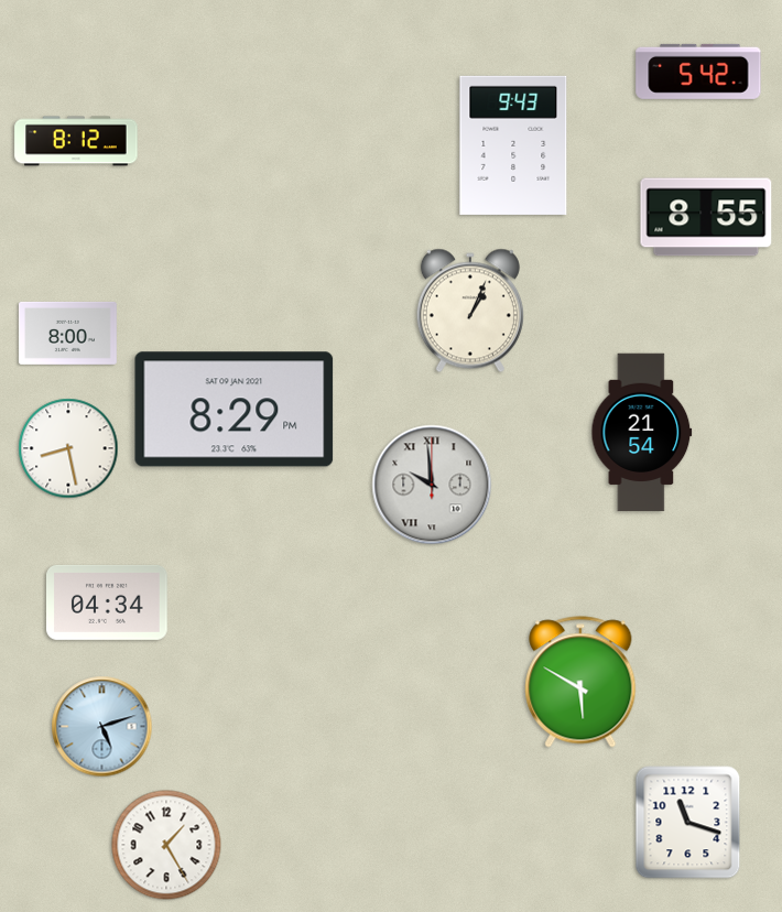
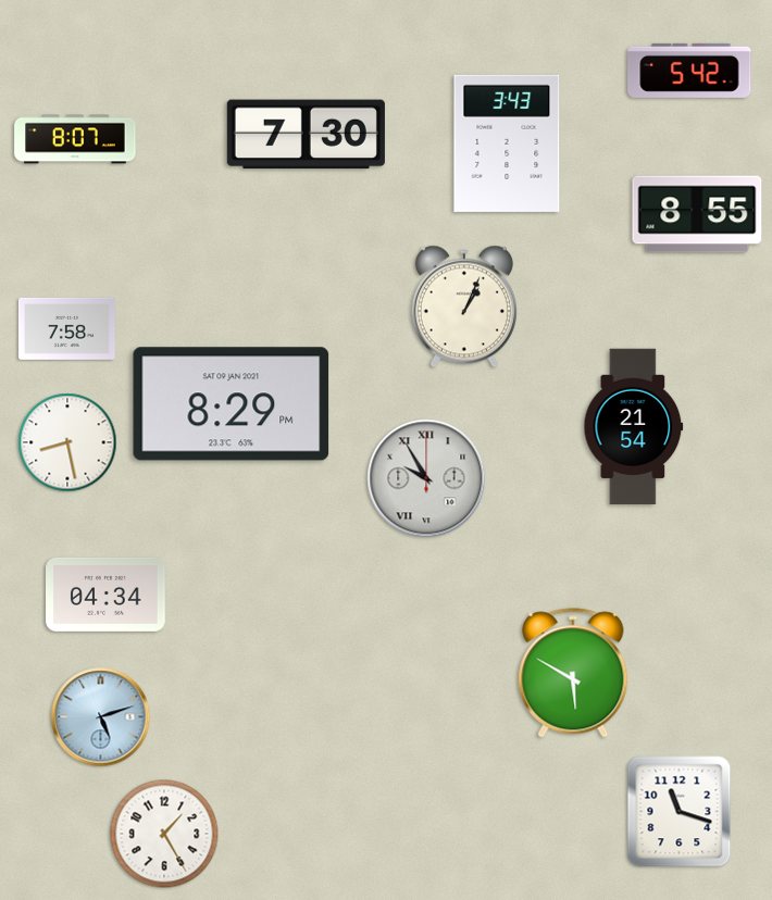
clock at (306, 135): none -> 7:30
clock at (76, 141): 8:12 -> 8:07
clock at (513, 145): 9:43 -> 3:43
clock at (67, 333): 8:00 -> 7:58
clock at (432, 485): 9:59 -> 9:55
